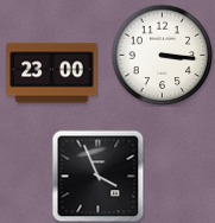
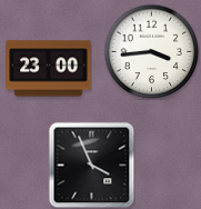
clock at (162, 55): 3:16 -> 3:44
